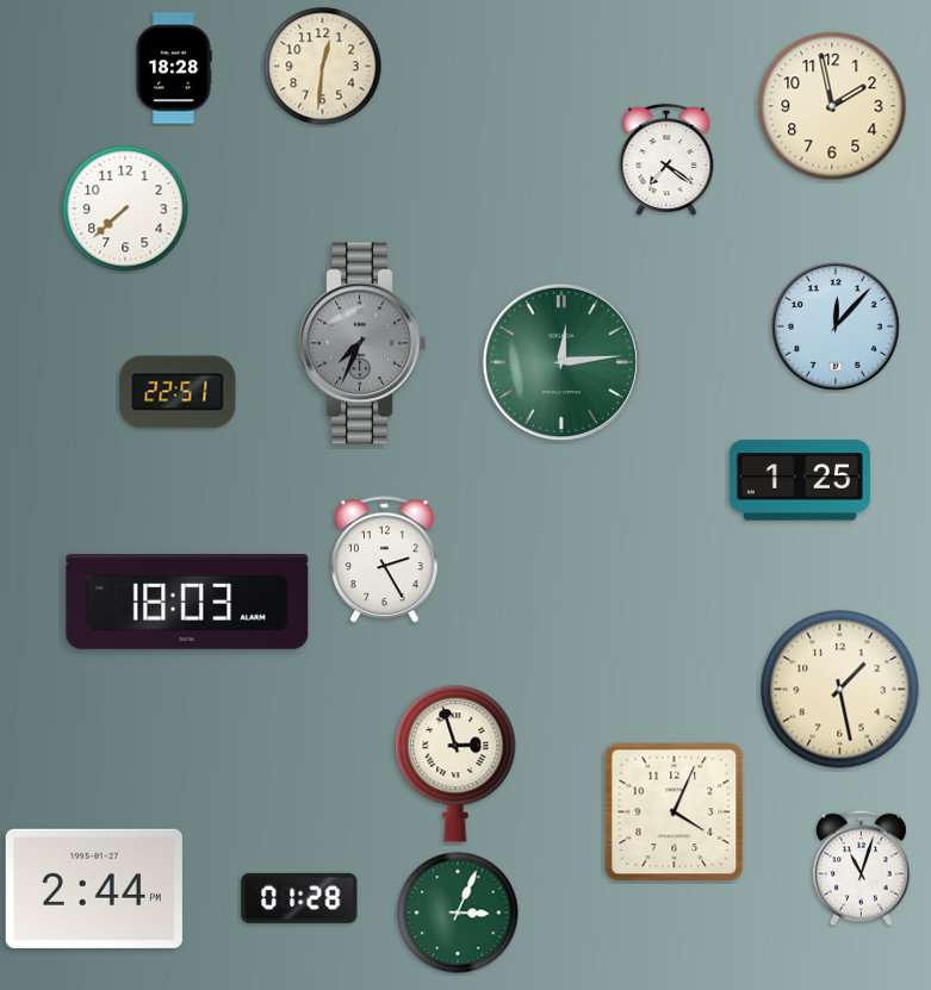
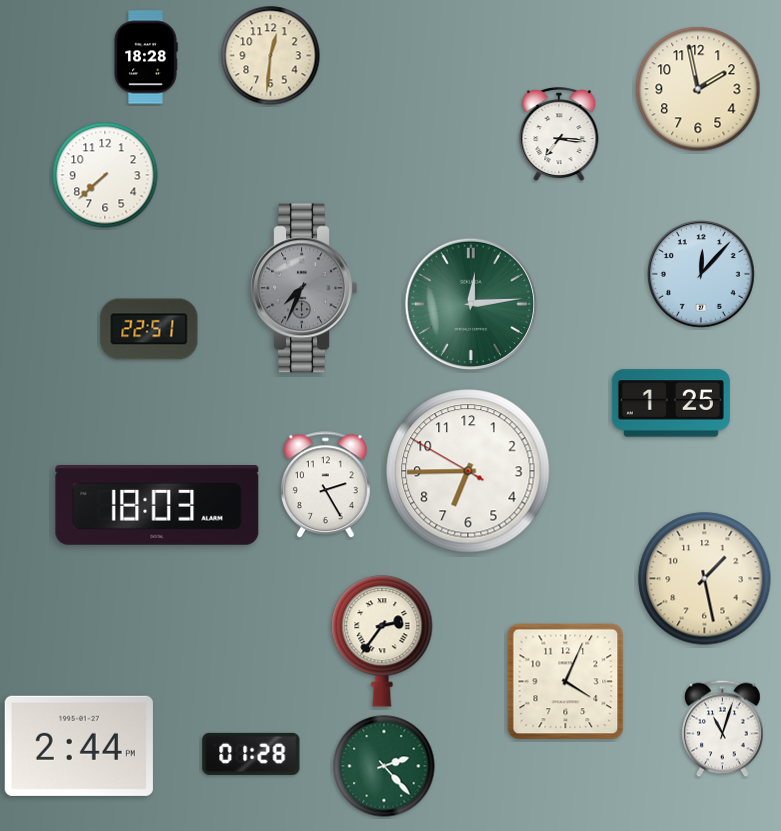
clock at (666, 161): 7:21 -> 7:16
clock at (385, 560) position: (385, 560) -> (326, 485)
clock at (468, 471): none -> 6:44
clock at (455, 764): 2:57 -> 2:36
clock at (458, 913): 3:04 -> 2:23
